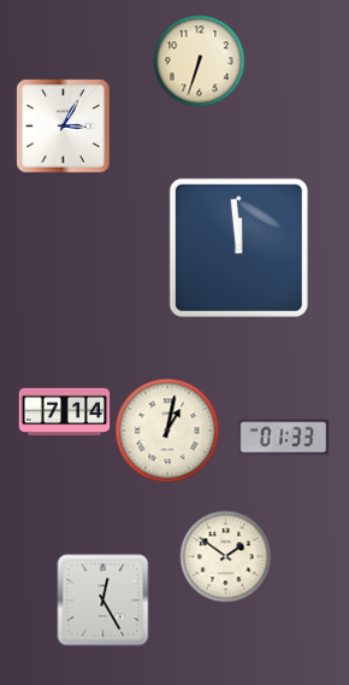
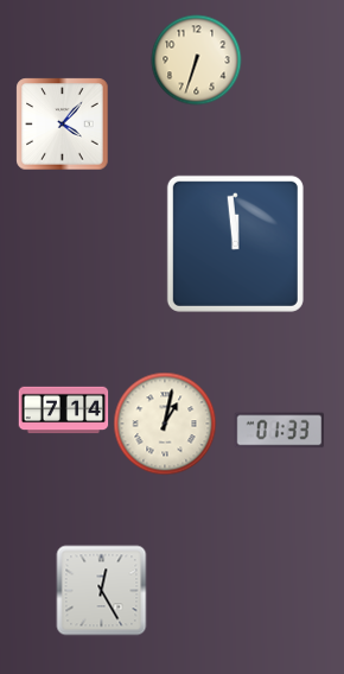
clock at (64, 127): 3:05 -> 4:07
clock at (65, 412) position: (65, 412) -> (64, 411)
clock at (226, 557): 1:51 -> none
